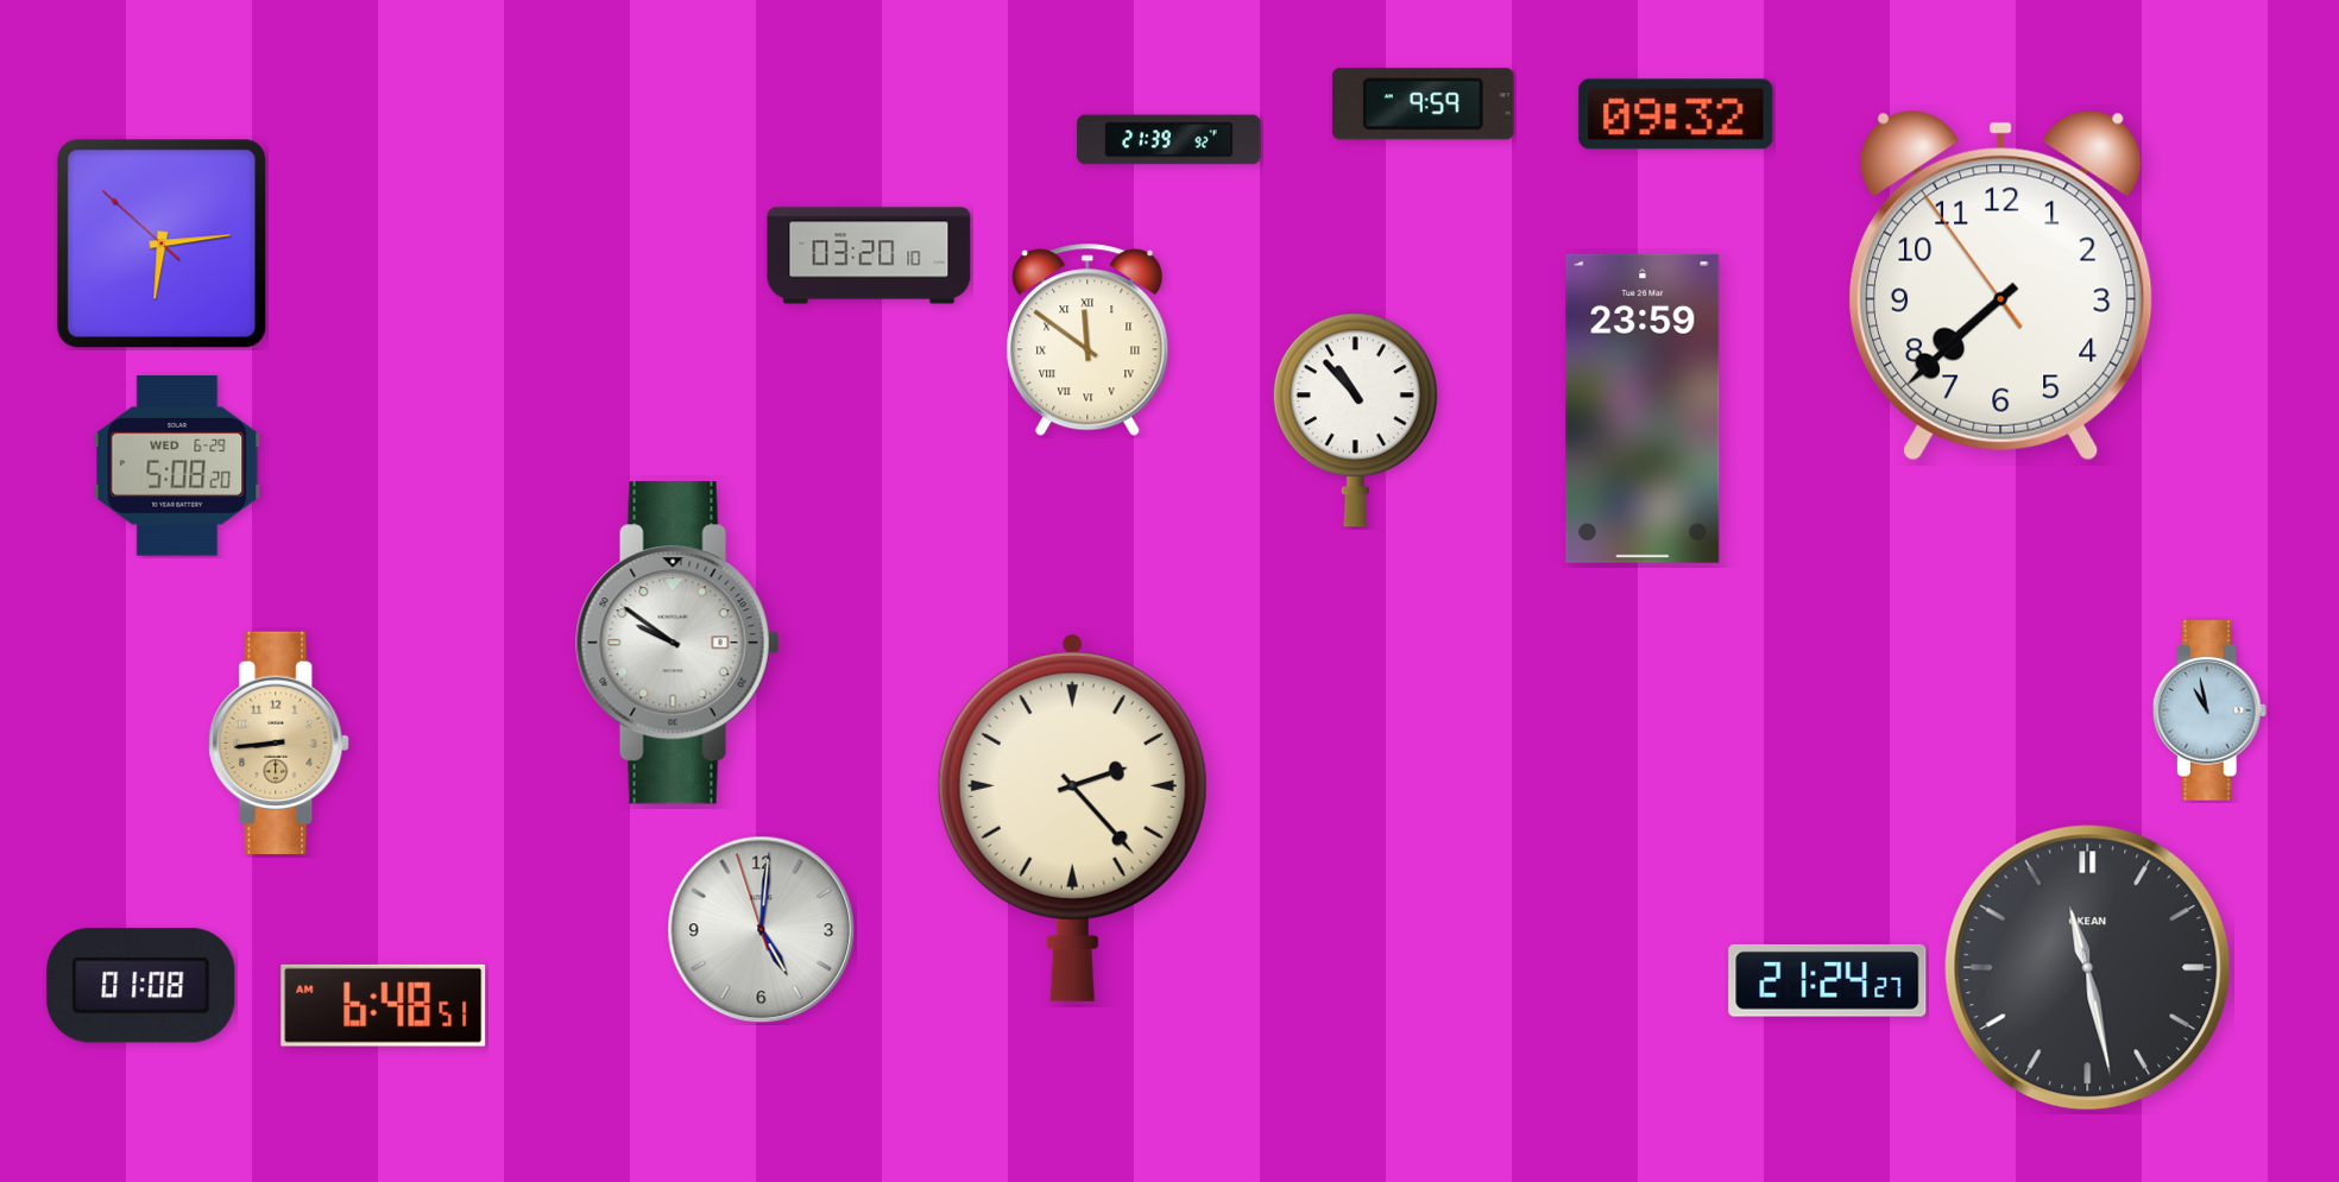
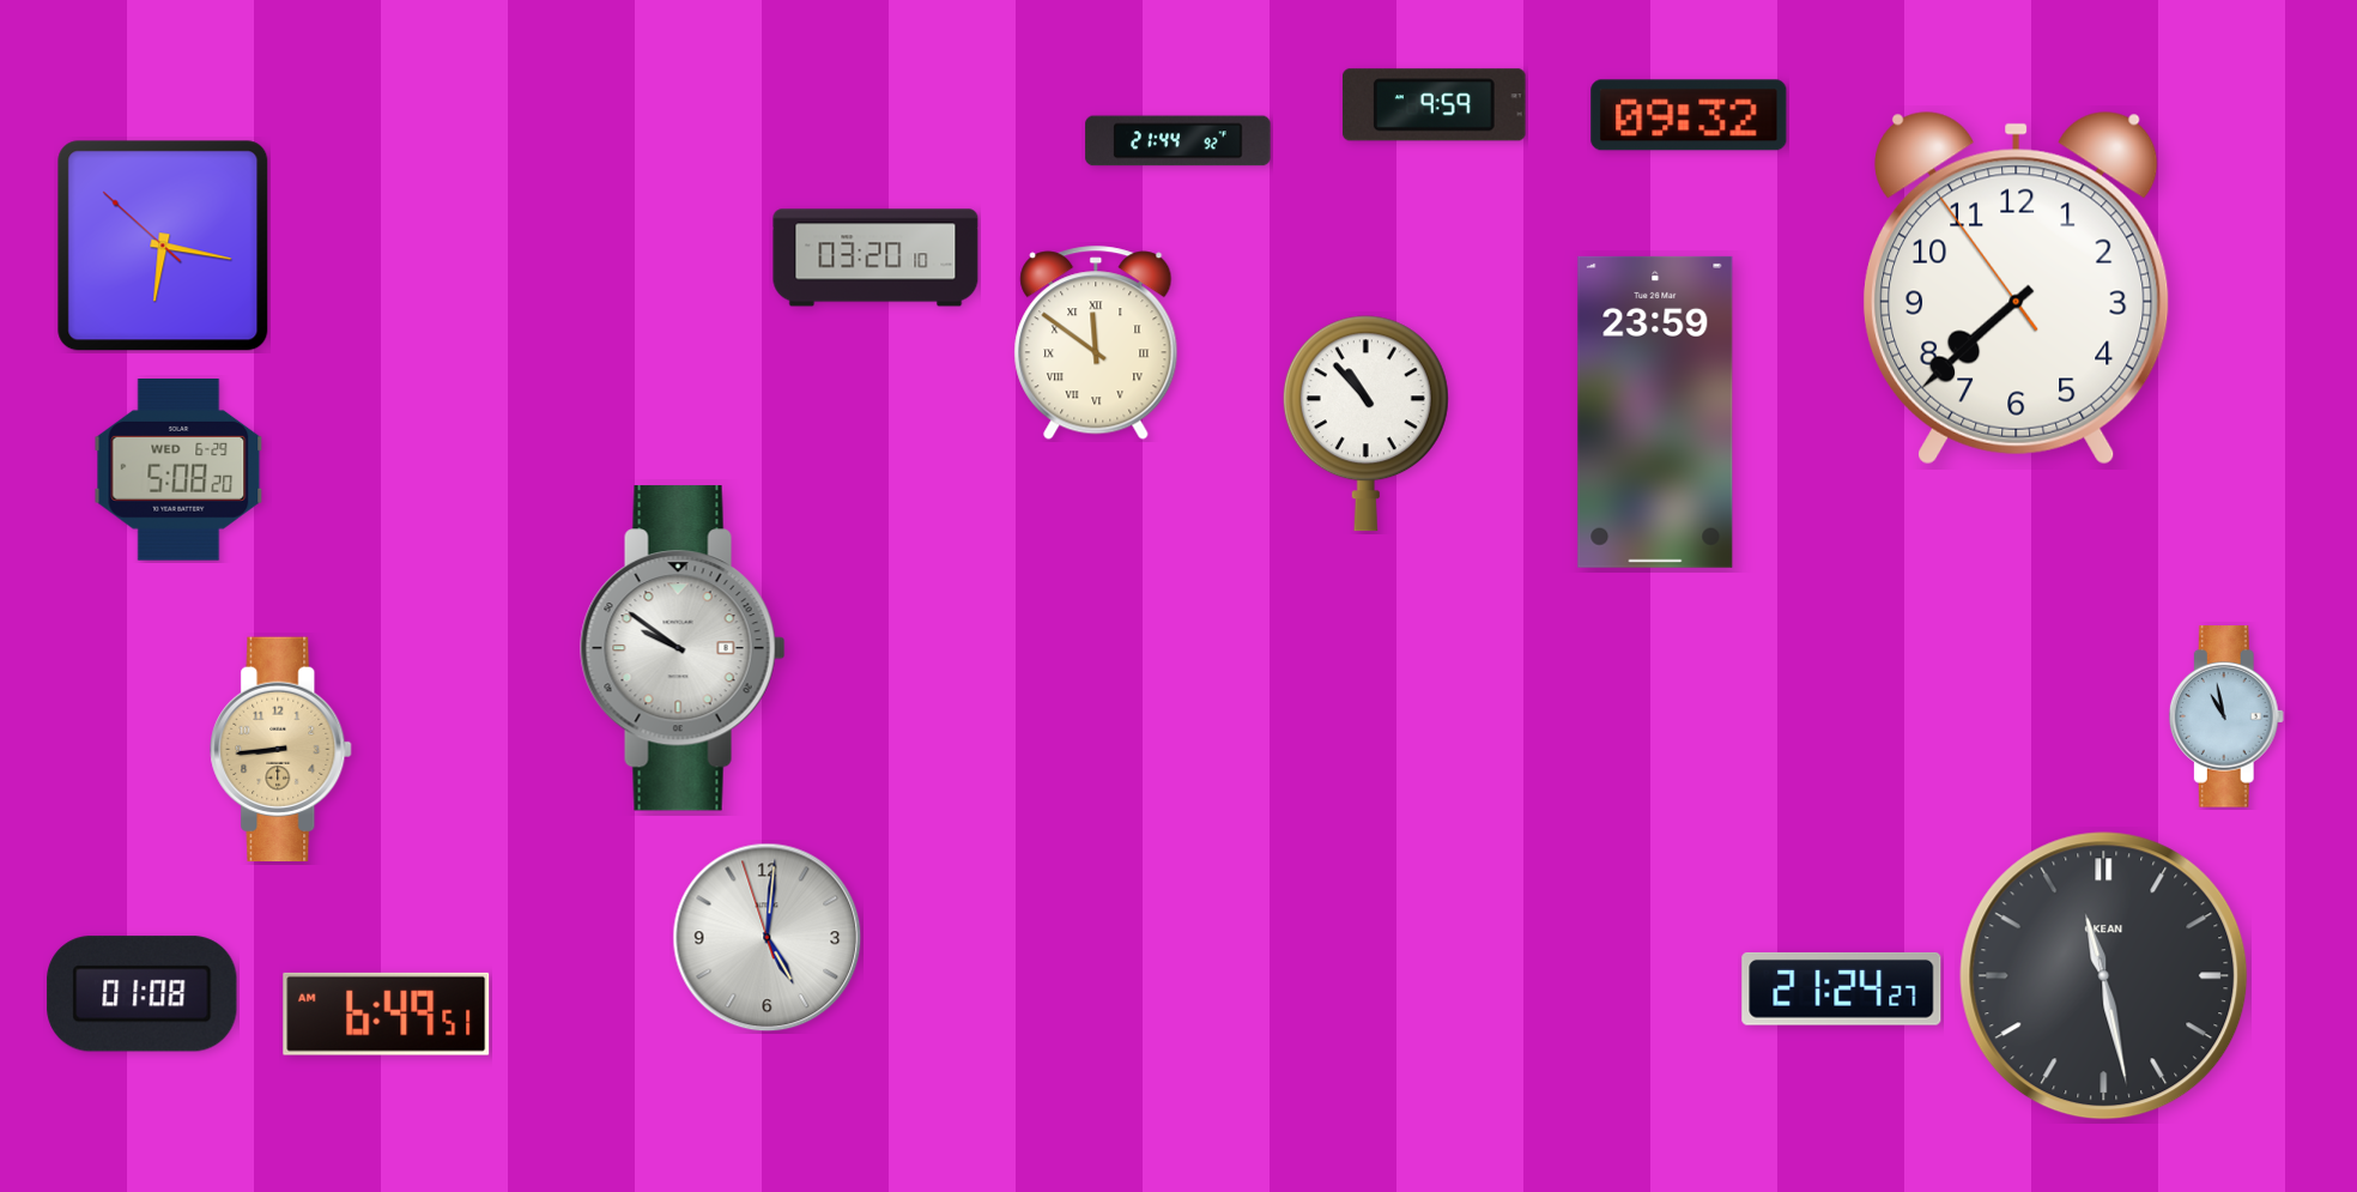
clock at (1169, 140): 21:39 -> 21:44
clock at (162, 244): 6:13 -> 6:16
clock at (1072, 818): 2:23 -> none
clock at (384, 1005): 6:48 -> 6:49
